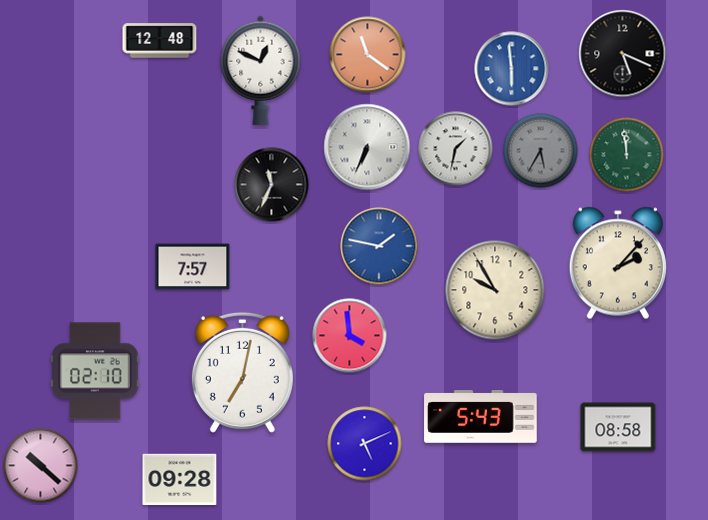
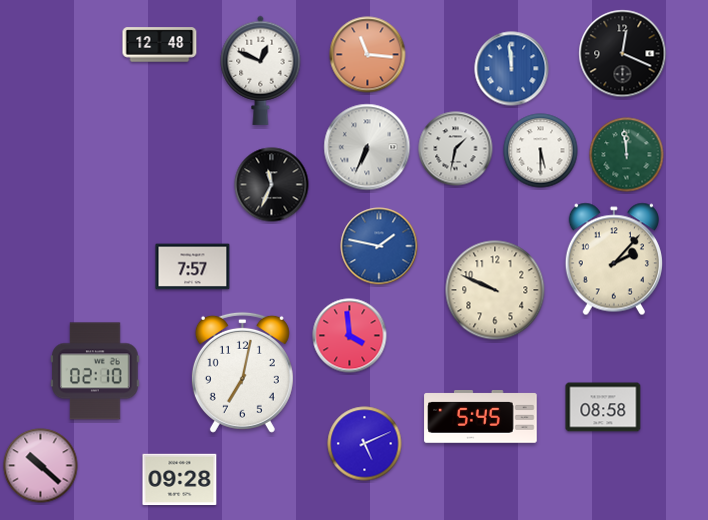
clock at (160, 41) position: (160, 41) -> (160, 45)
clock at (623, 54): 5:19 -> 12:19
clock at (368, 55): 11:21 -> 11:16
clock at (512, 69): 5:59 -> 11:59
clock at (541, 151): 5:35 -> 5:30
clock at (541, 151) dial: grey -> white
clock at (618, 263) position: (618, 263) -> (614, 259)
clock at (495, 290): 9:55 -> 9:49
clock at (481, 417): 5:43 -> 5:45
clock at (618, 427) position: (618, 427) -> (603, 407)
